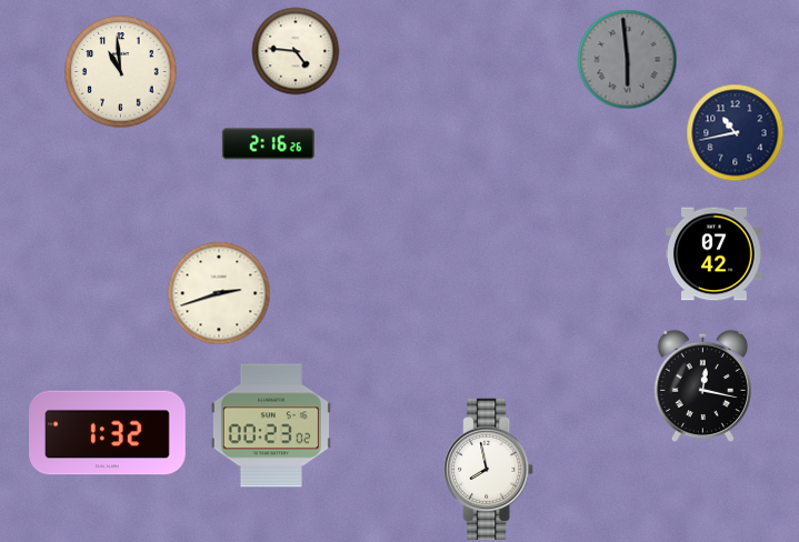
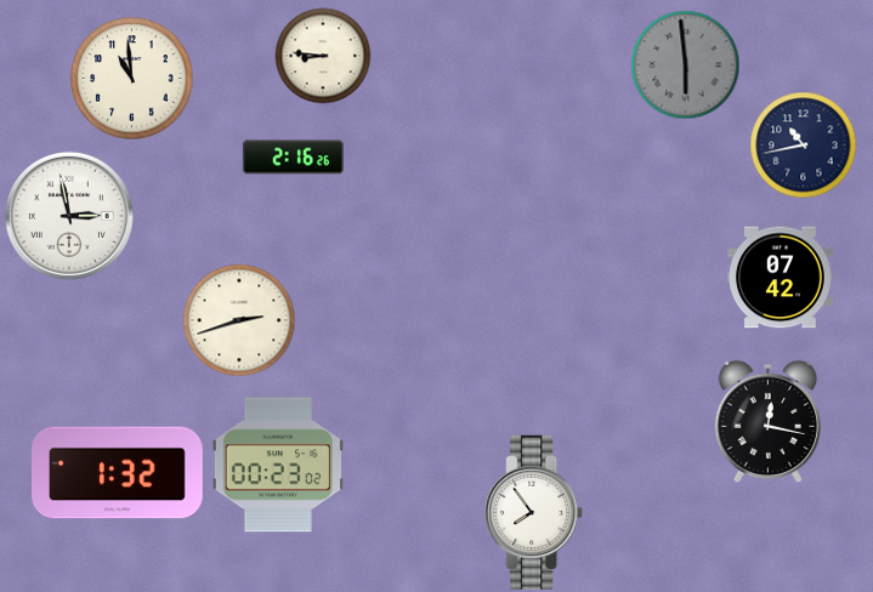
clock at (296, 51): 4:46 -> 8:46
clock at (69, 216): none -> 2:58
clock at (271, 425) position: (271, 425) -> (278, 465)
clock at (489, 470): 7:58 -> 7:54
